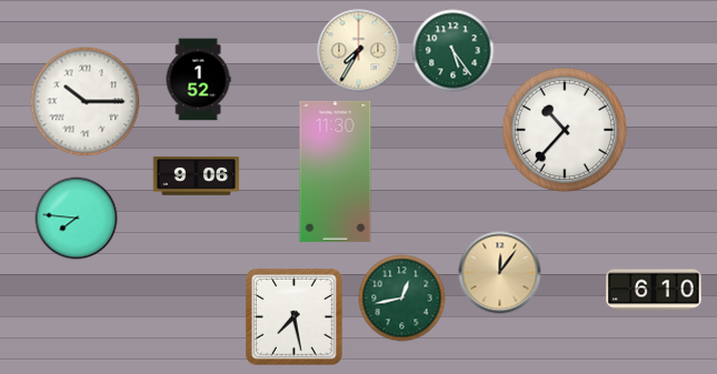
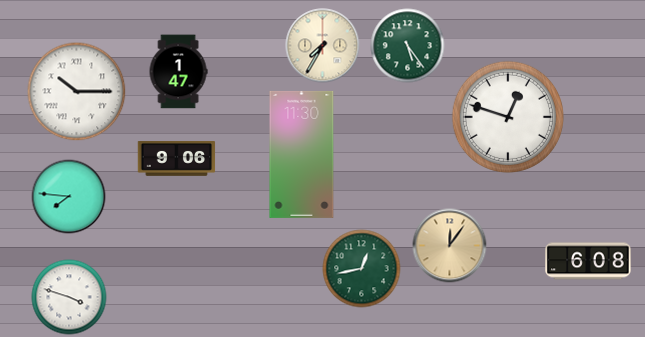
clock at (198, 80): 1:52 -> 1:47
clock at (564, 129): 10:37 -> 12:48
clock at (654, 290): 6:10 -> 6:08
clock at (295, 317): 7:28 -> none
clock at (69, 297): none -> 3:48
